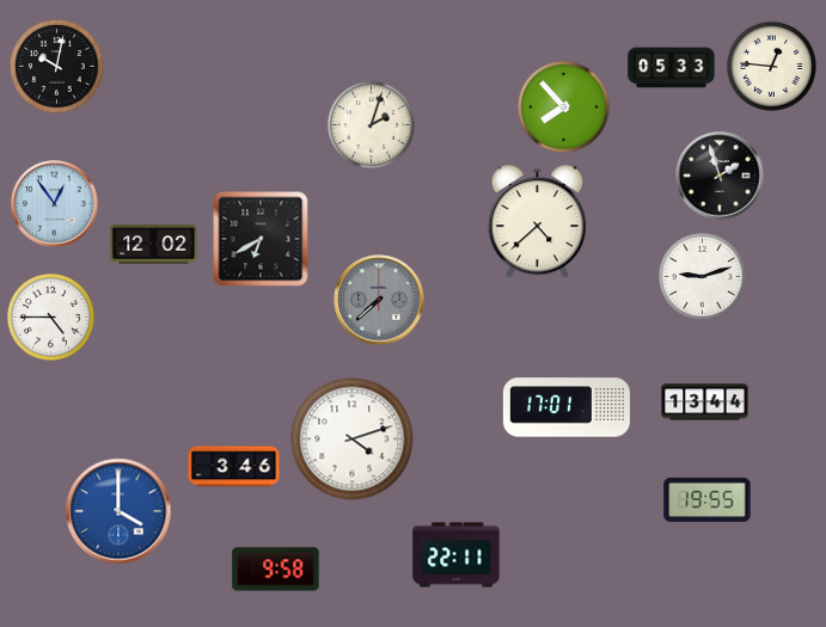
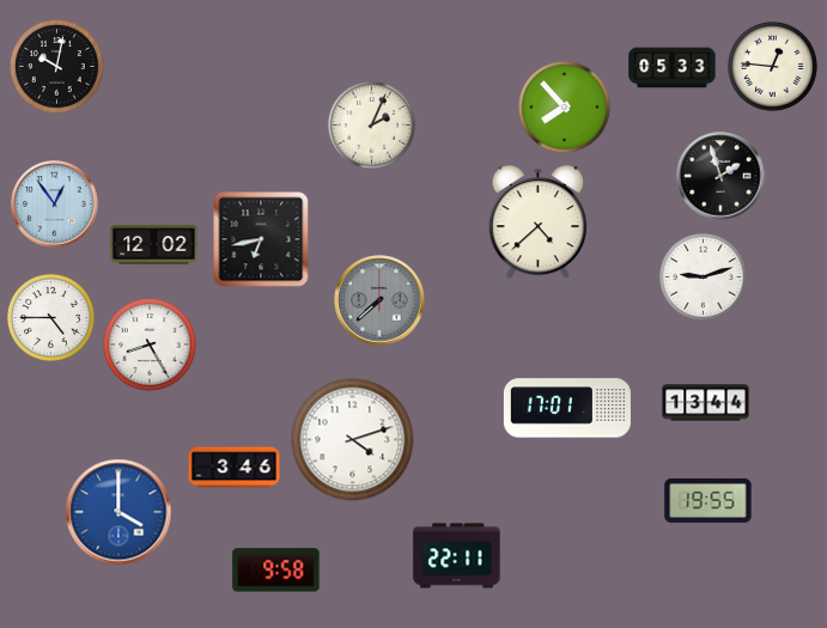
clock at (371, 124): 2:03 -> 2:04
clock at (261, 239): 6:40 -> 6:43
clock at (151, 346): none -> 8:25
